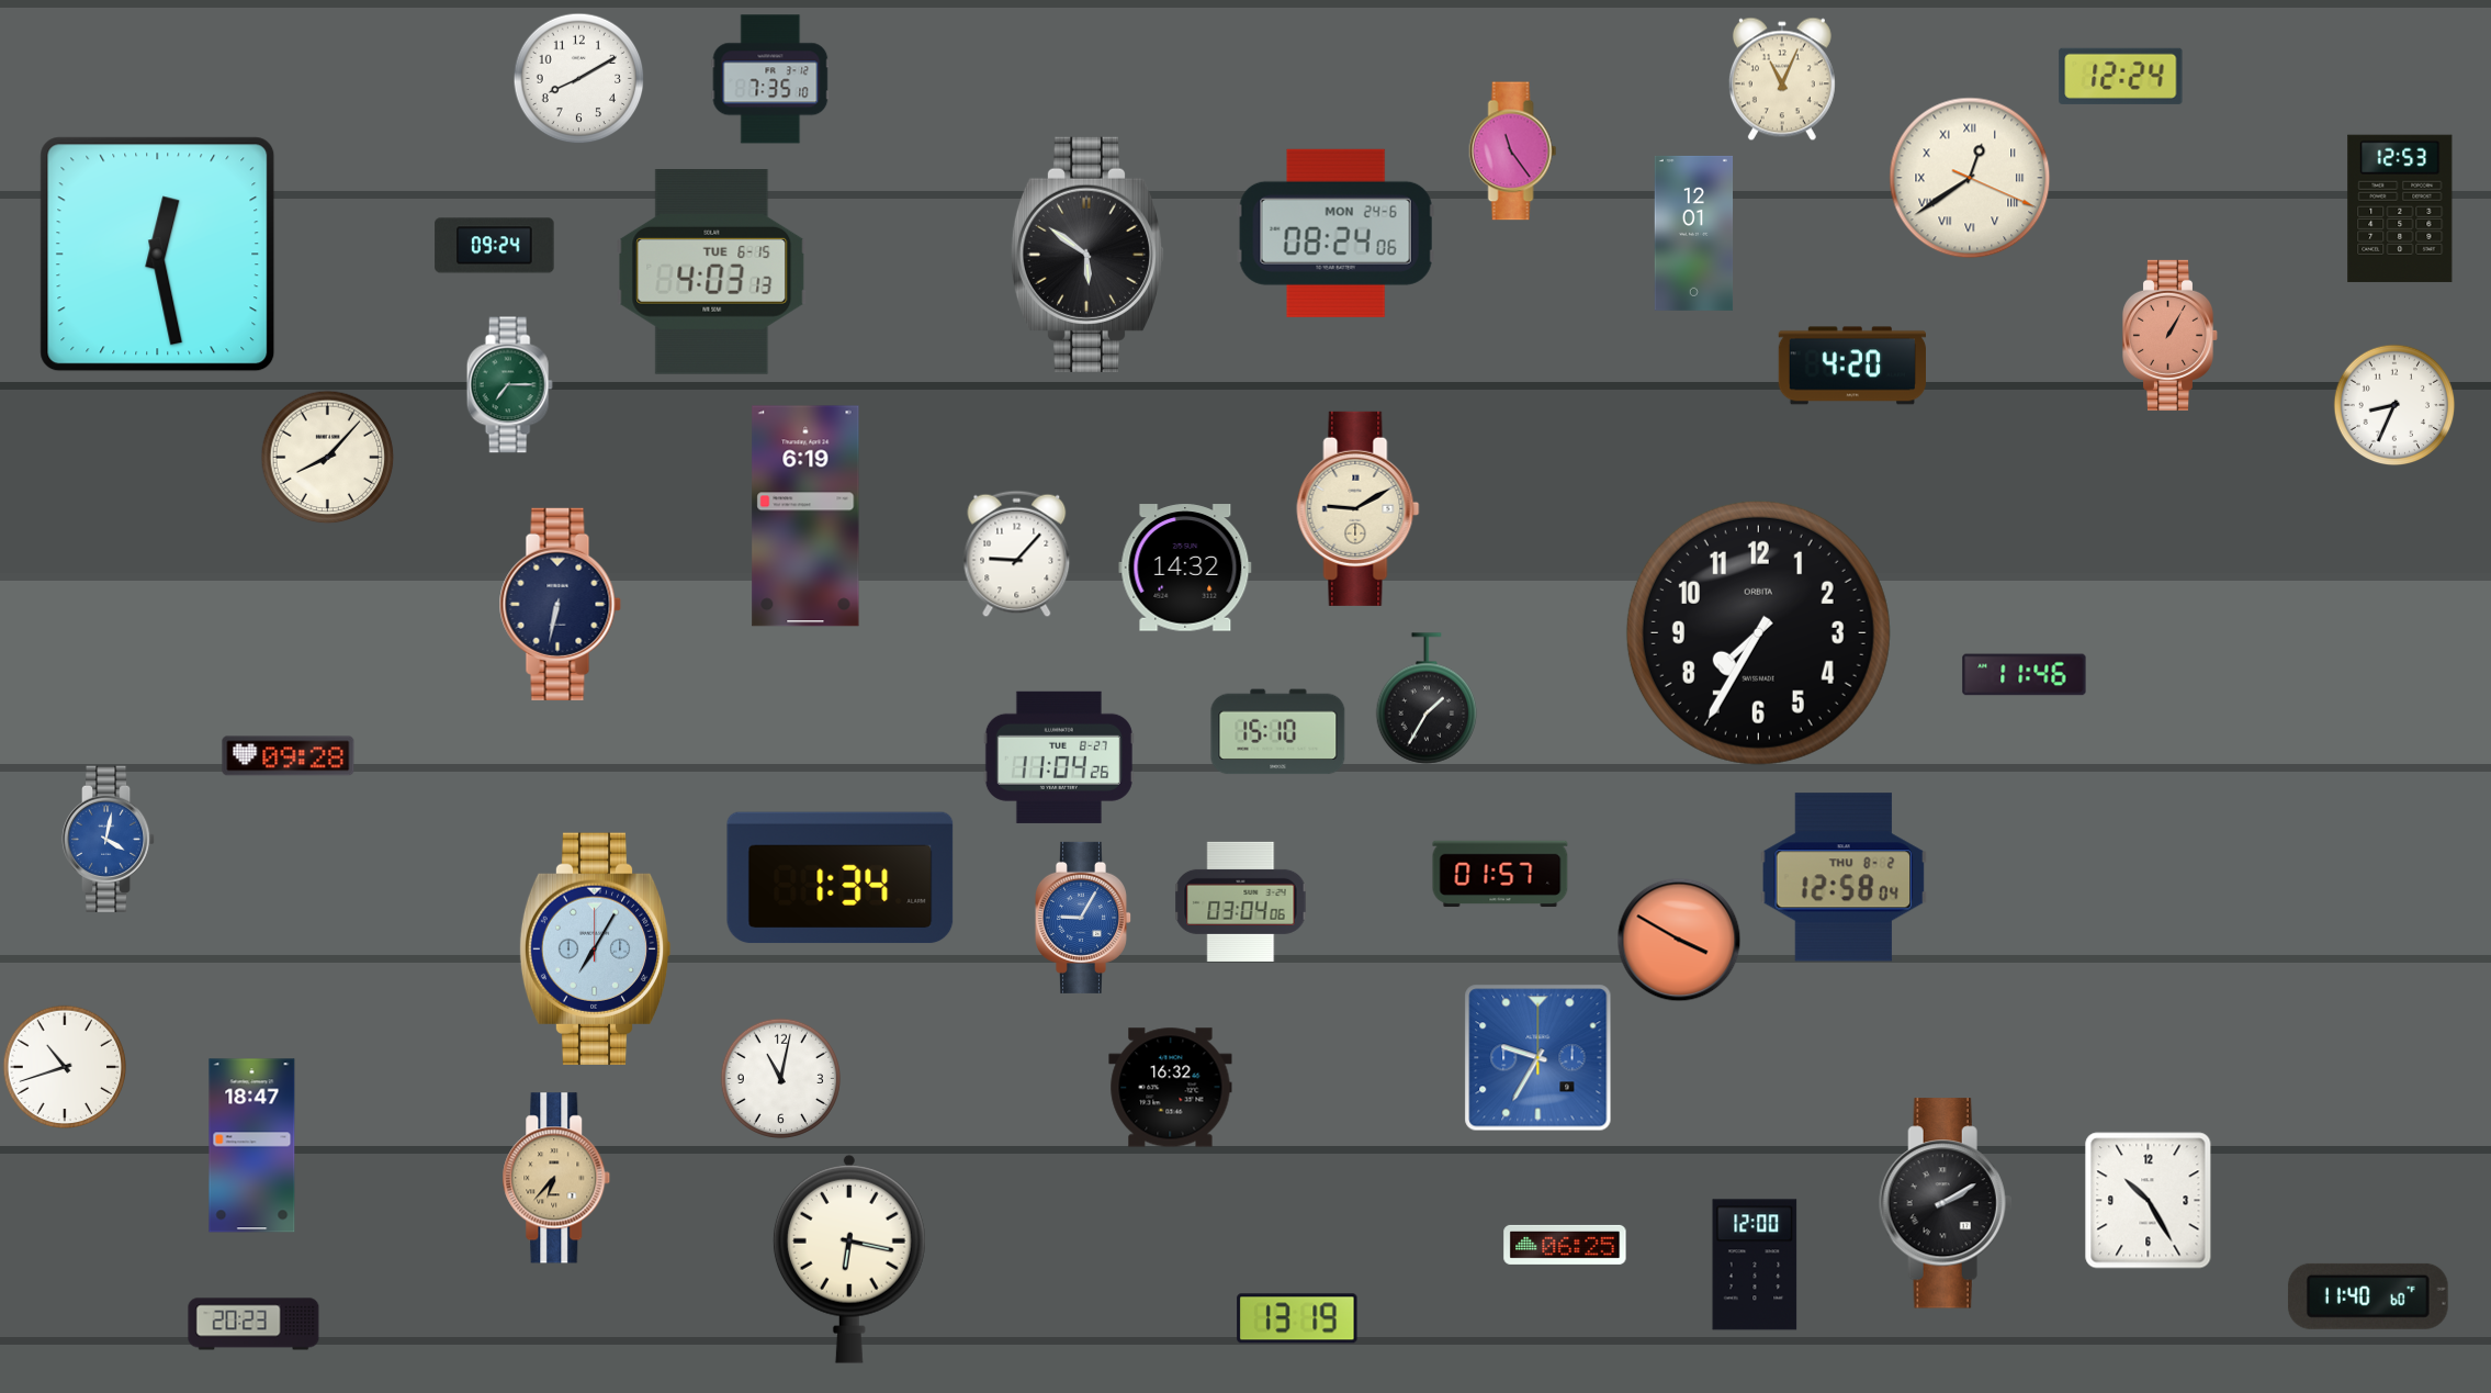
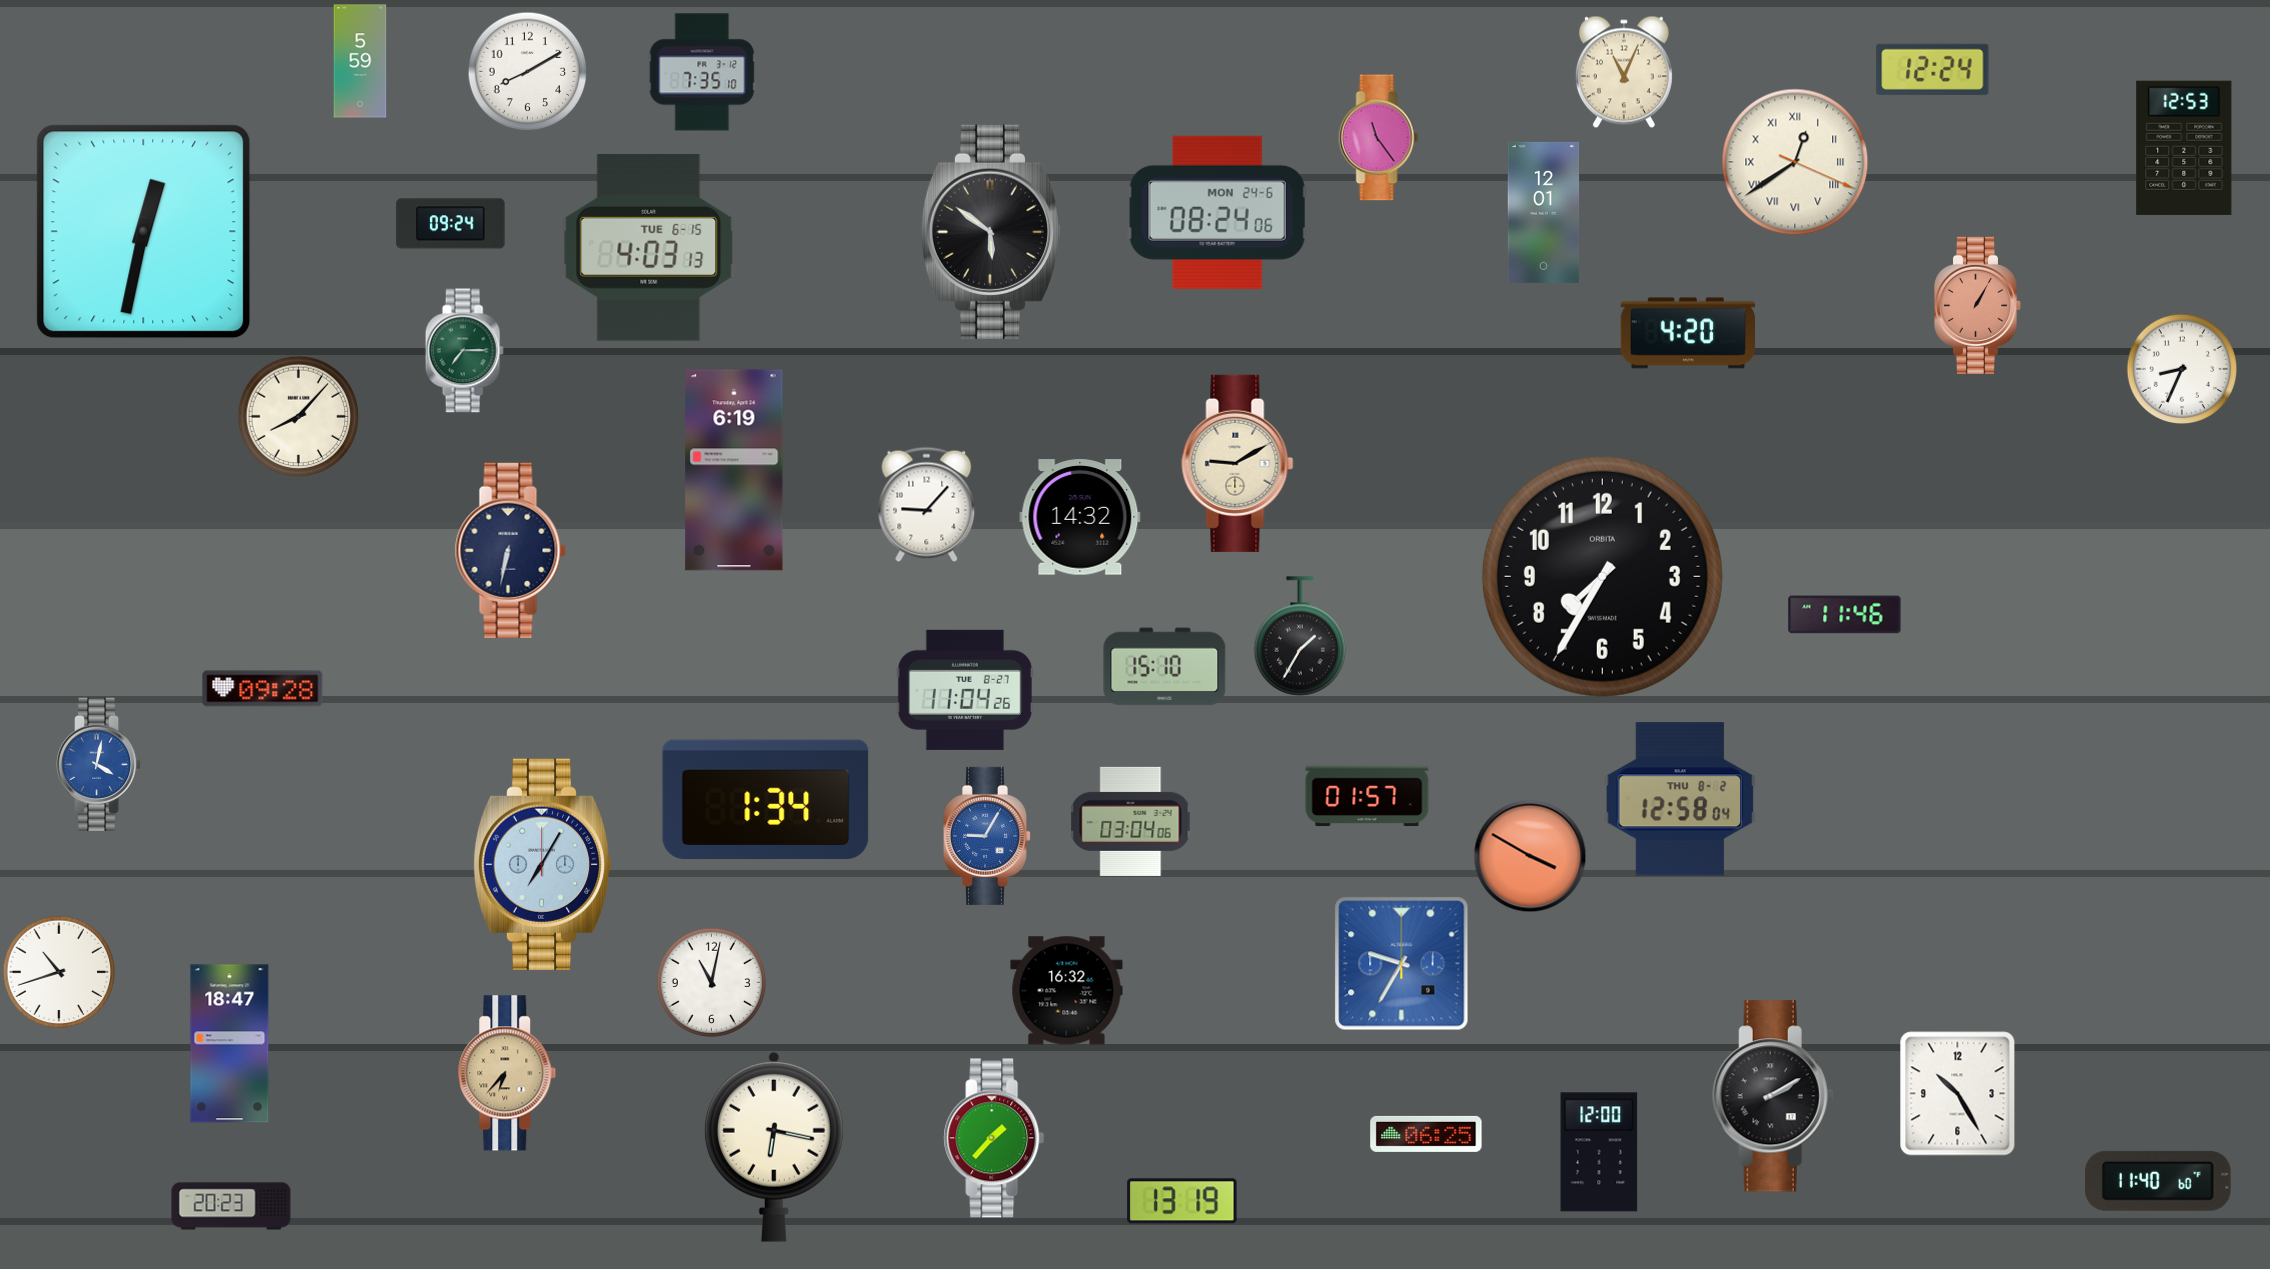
clock at (360, 61): none -> 5:59
clock at (2400, 209) position: (2400, 209) -> (2184, 148)
clock at (158, 255): 12:28 -> 12:32
clock at (994, 1138): none -> 1:37
